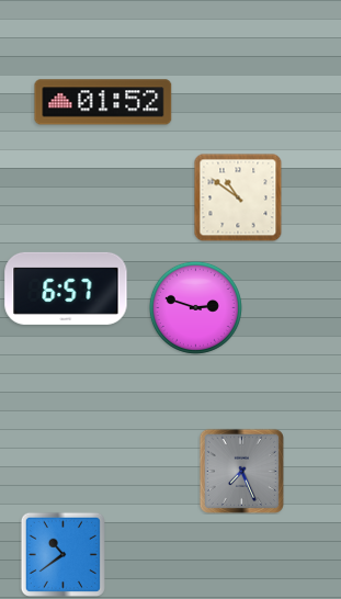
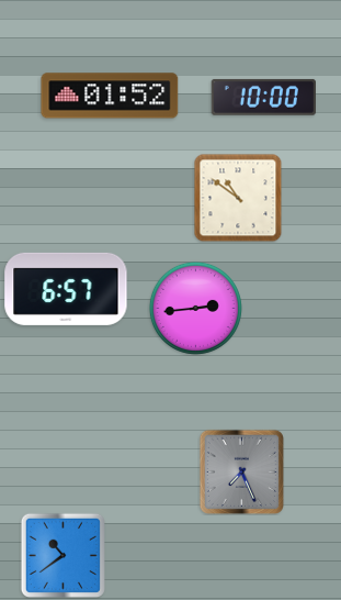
clock at (263, 97): none -> 10:00
clock at (103, 102) position: (103, 102) -> (110, 96)
clock at (195, 307): 2:48 -> 2:44
